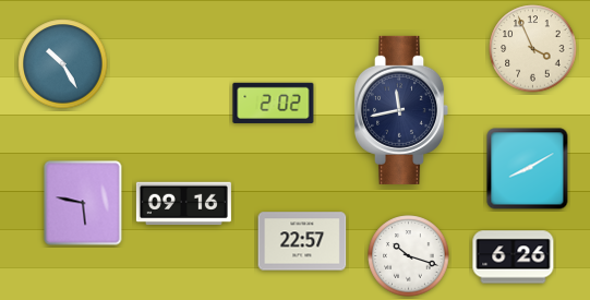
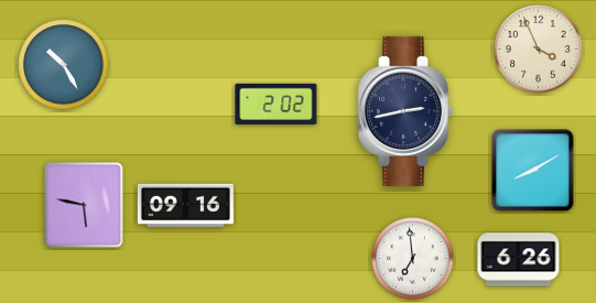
clock at (401, 110): 11:43 -> 2:43
clock at (302, 241): 22:57 -> none
clock at (409, 256): 10:18 -> 6:59
